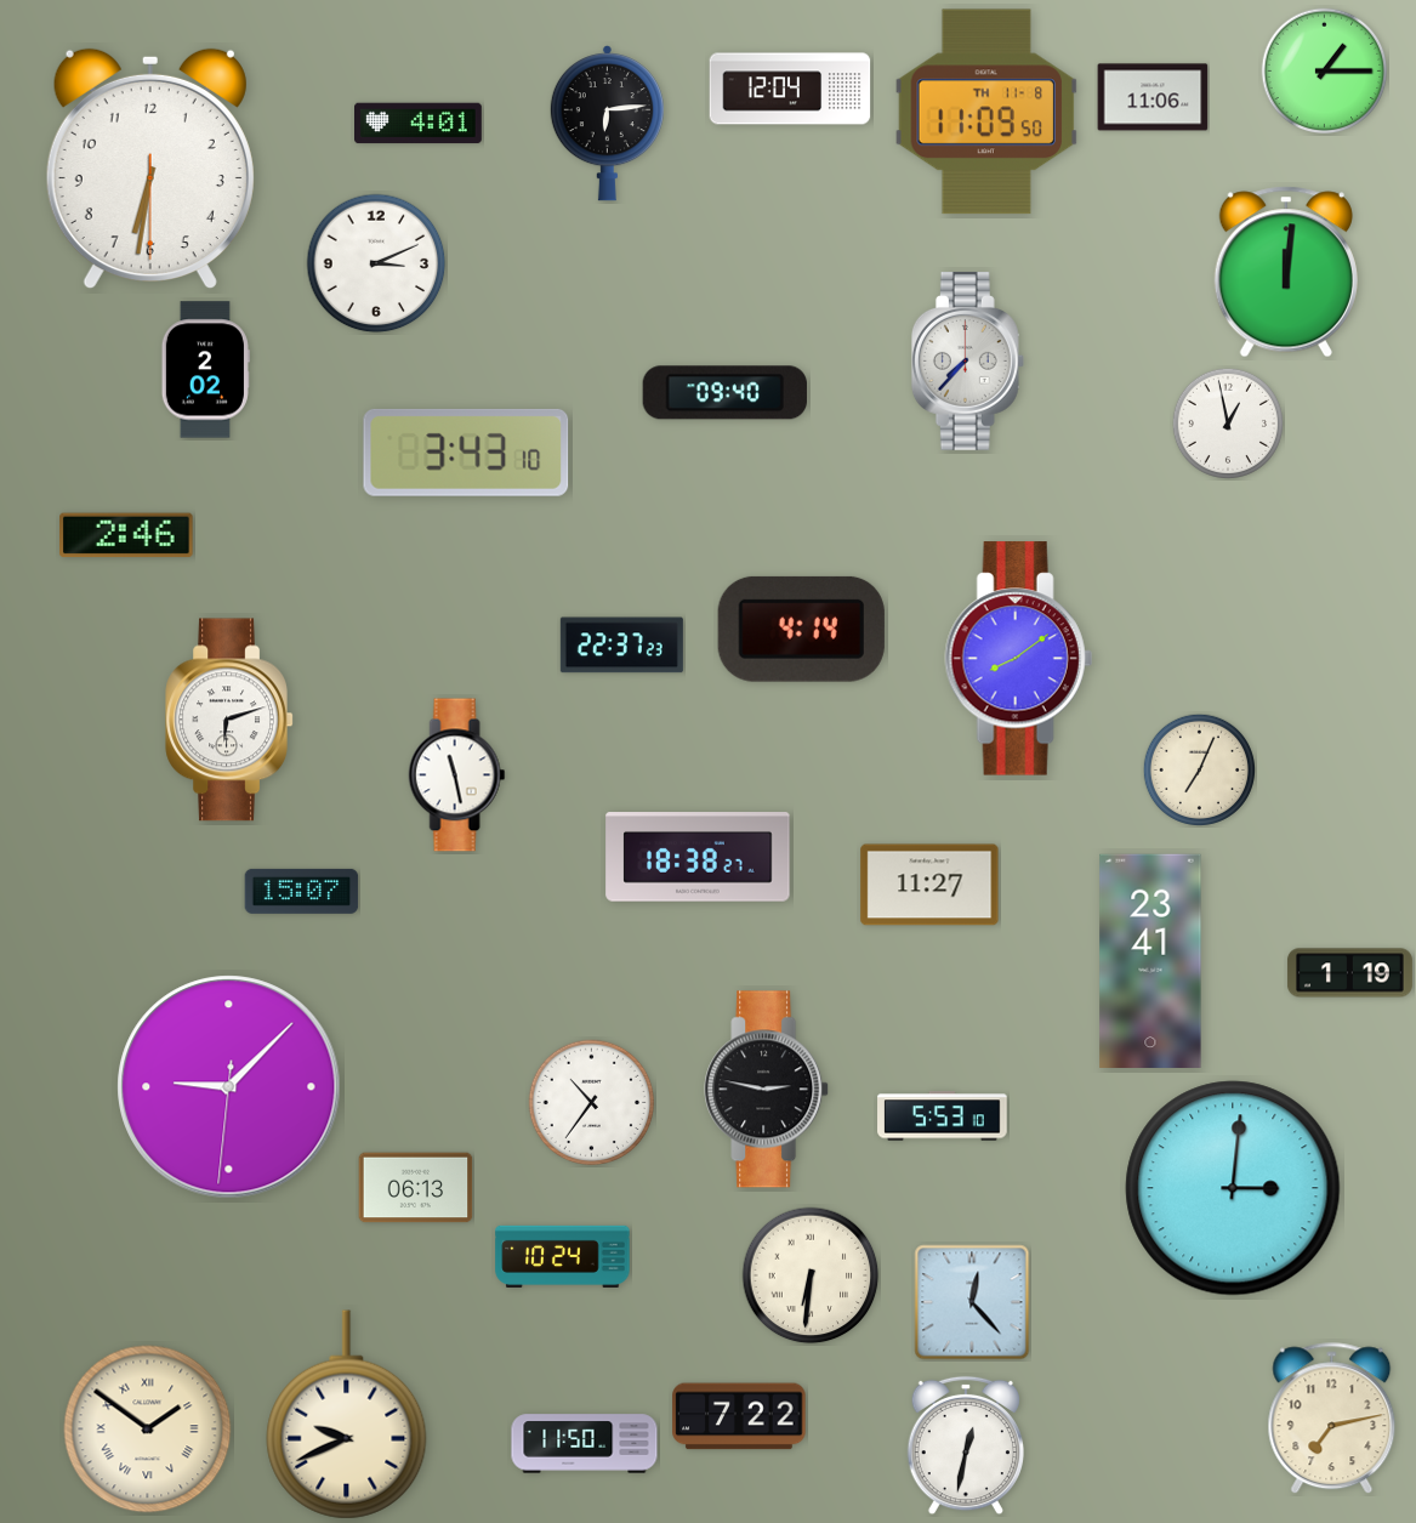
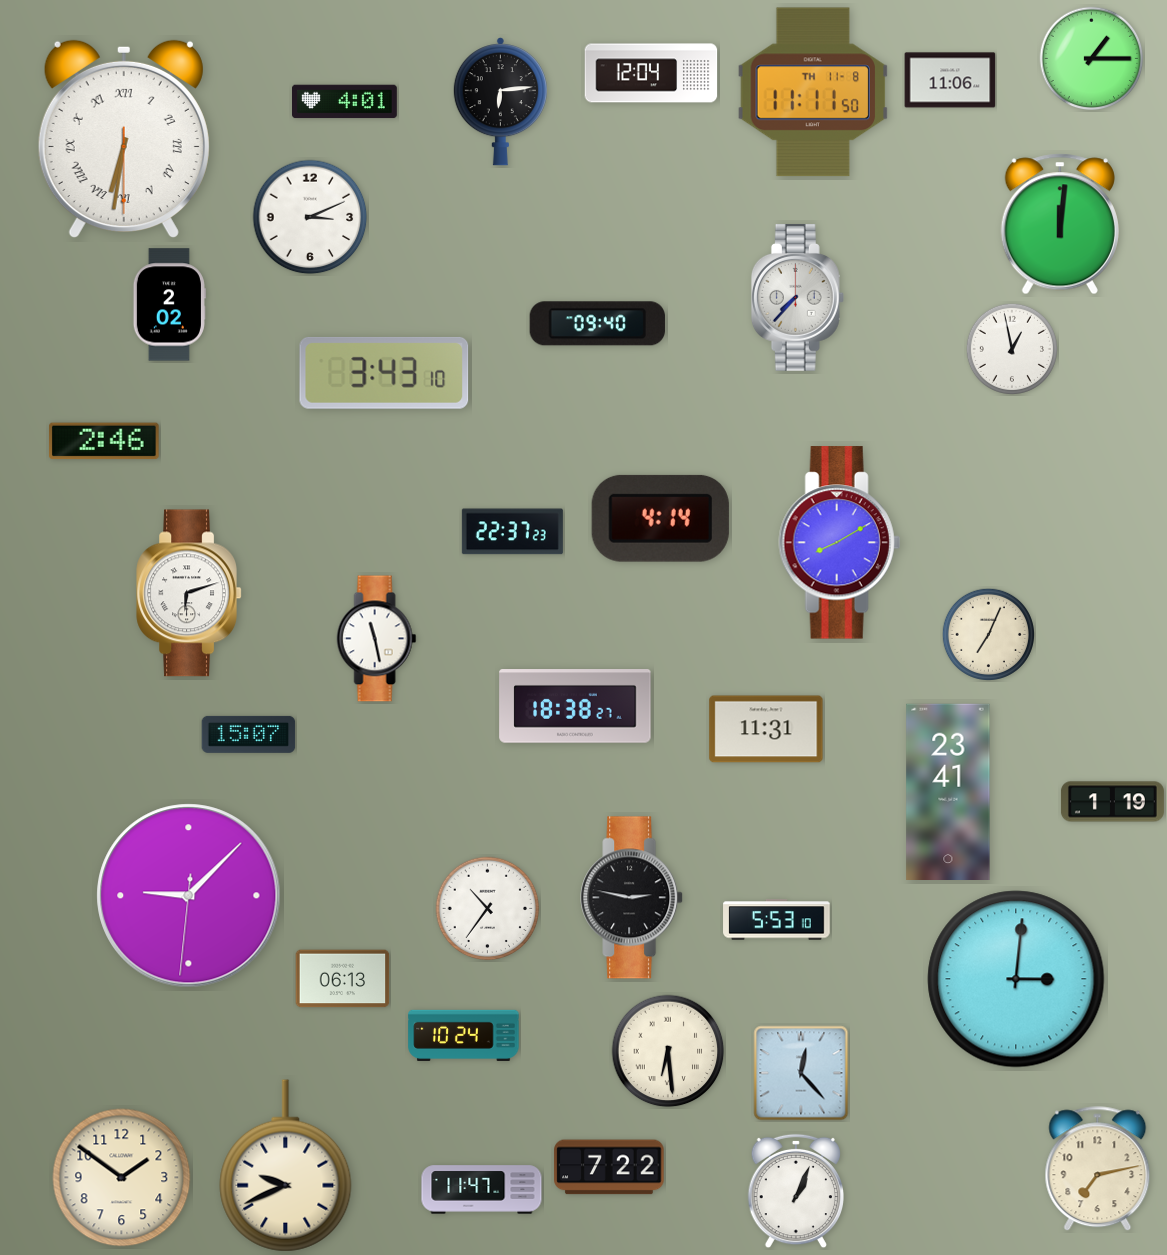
clock at (986, 112): 11:09 -> 11:11
clock at (150, 169) numerals: Arabic -> Roman
clock at (1018, 659): 8:09 -> 8:10
clock at (929, 885): 11:27 -> 11:31
clock at (811, 1275): 6:31 -> 6:29
clock at (148, 1430) numerals: Roman -> Arabic
clock at (585, 1444): 11:50 -> 11:47
clock at (965, 1445): 12:32 -> 1:04
